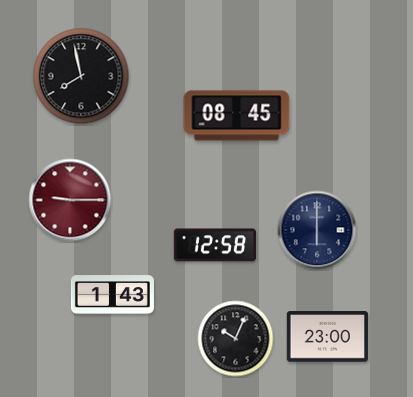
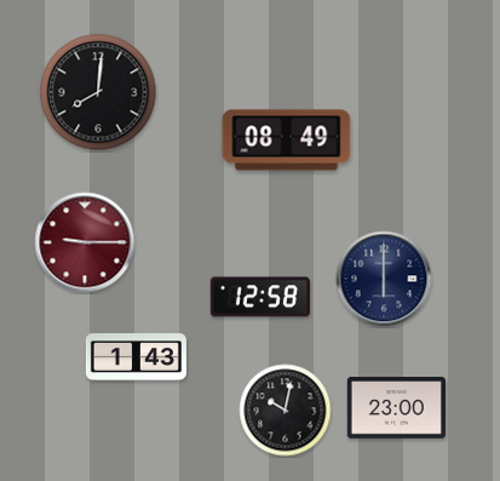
clock at (81, 76): 7:58 -> 8:01
clock at (237, 116): 08:45 -> 08:49
clock at (236, 339): 10:04 -> 10:02
